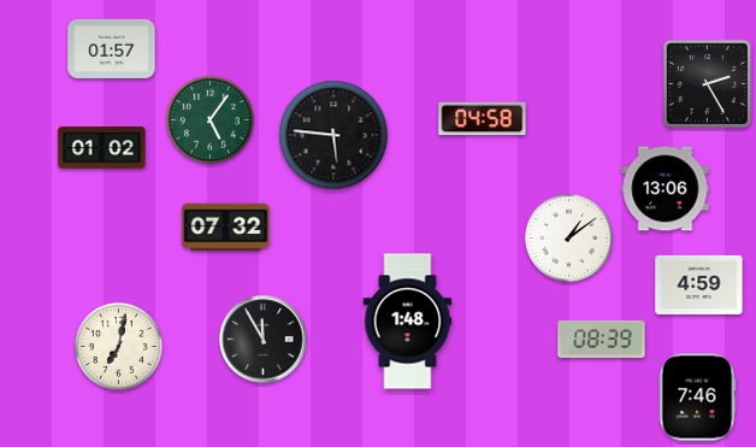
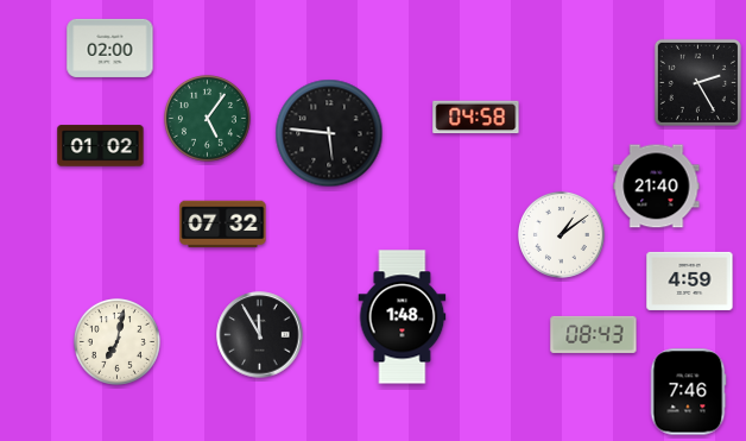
clock at (112, 48): 01:57 -> 02:00
clock at (666, 189): 13:06 -> 21:40
clock at (602, 339): 08:39 -> 08:43
